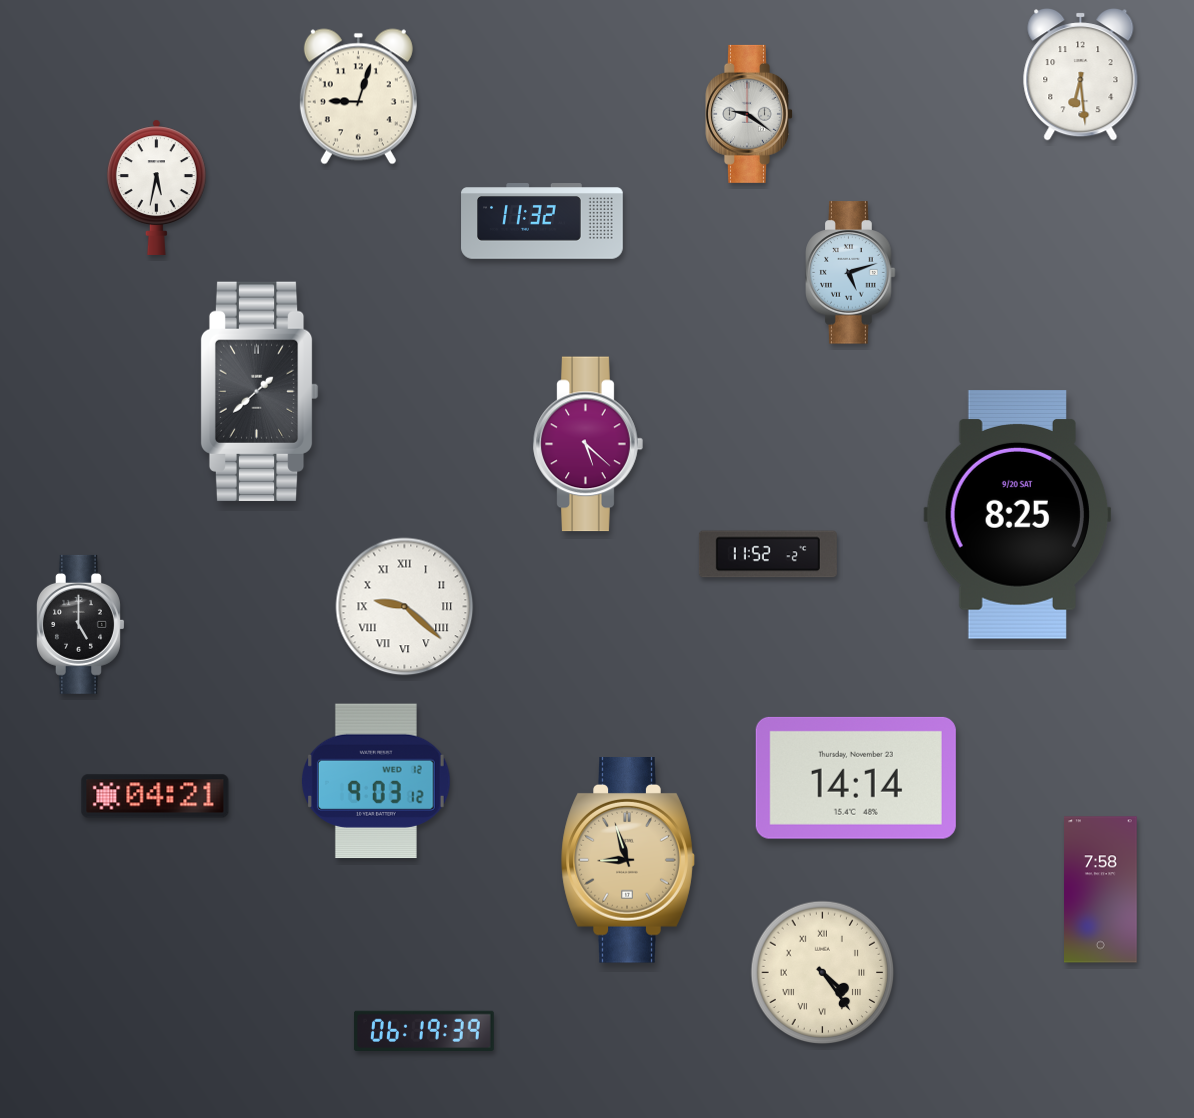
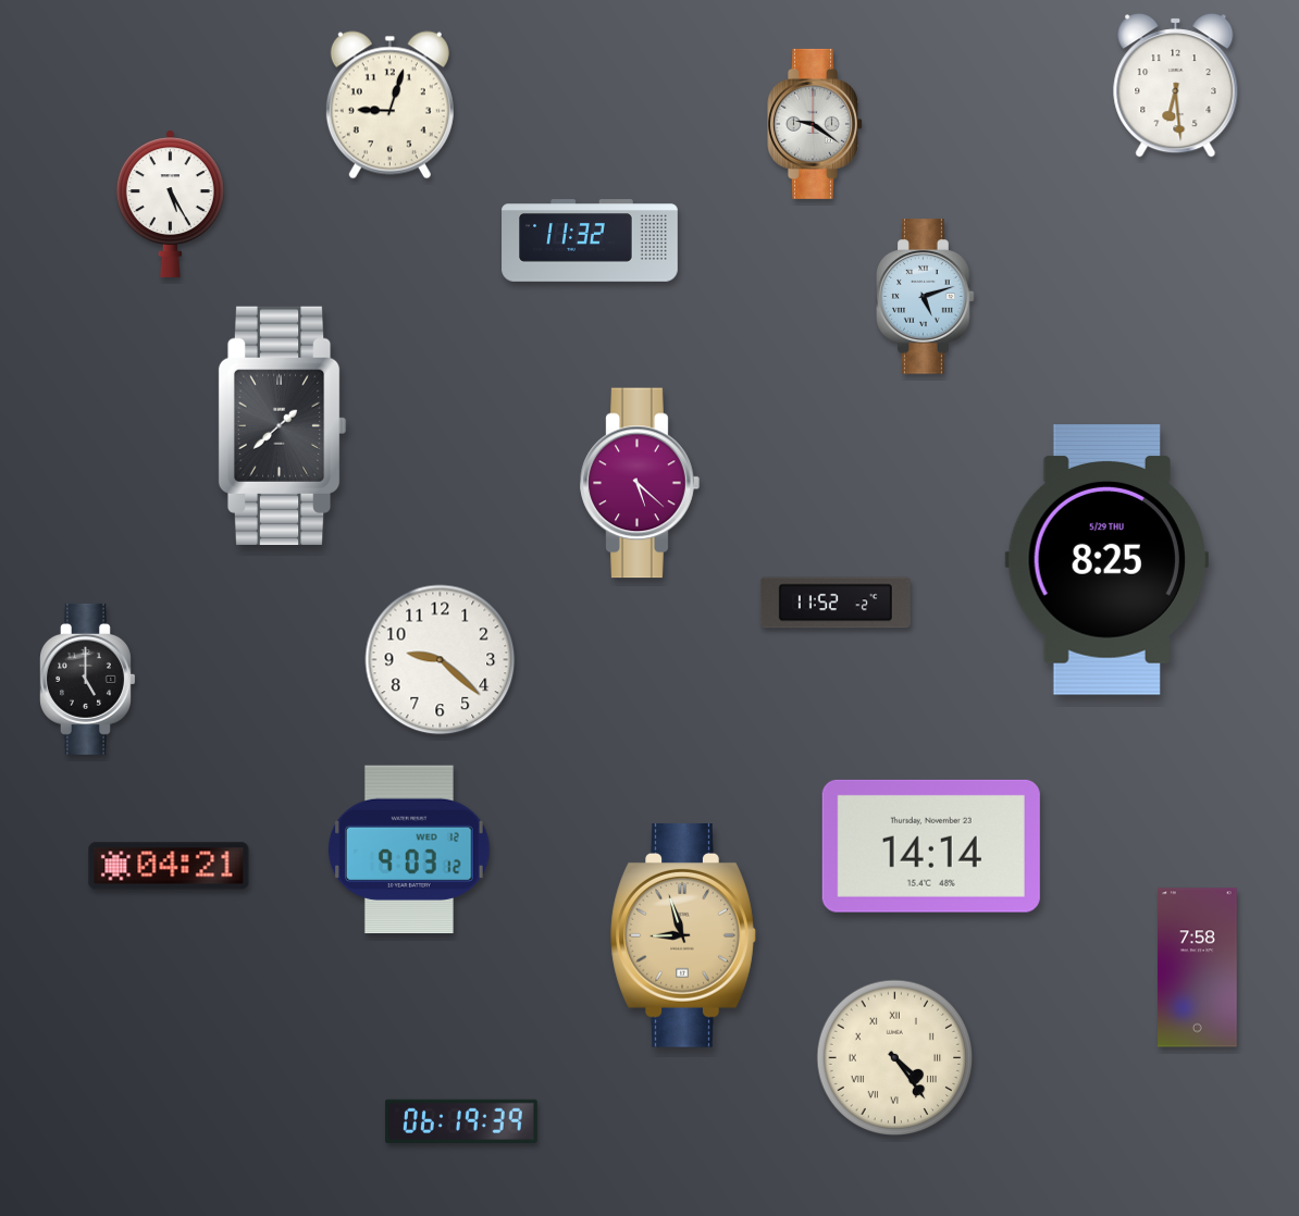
clock at (1081, 75) position: (1081, 75) -> (1176, 86)
clock at (156, 187): 5:32 -> 5:25
clock at (1018, 515) date: 9/20 SAT -> 5/29 THU
clock at (405, 607) numerals: Roman -> Arabic
